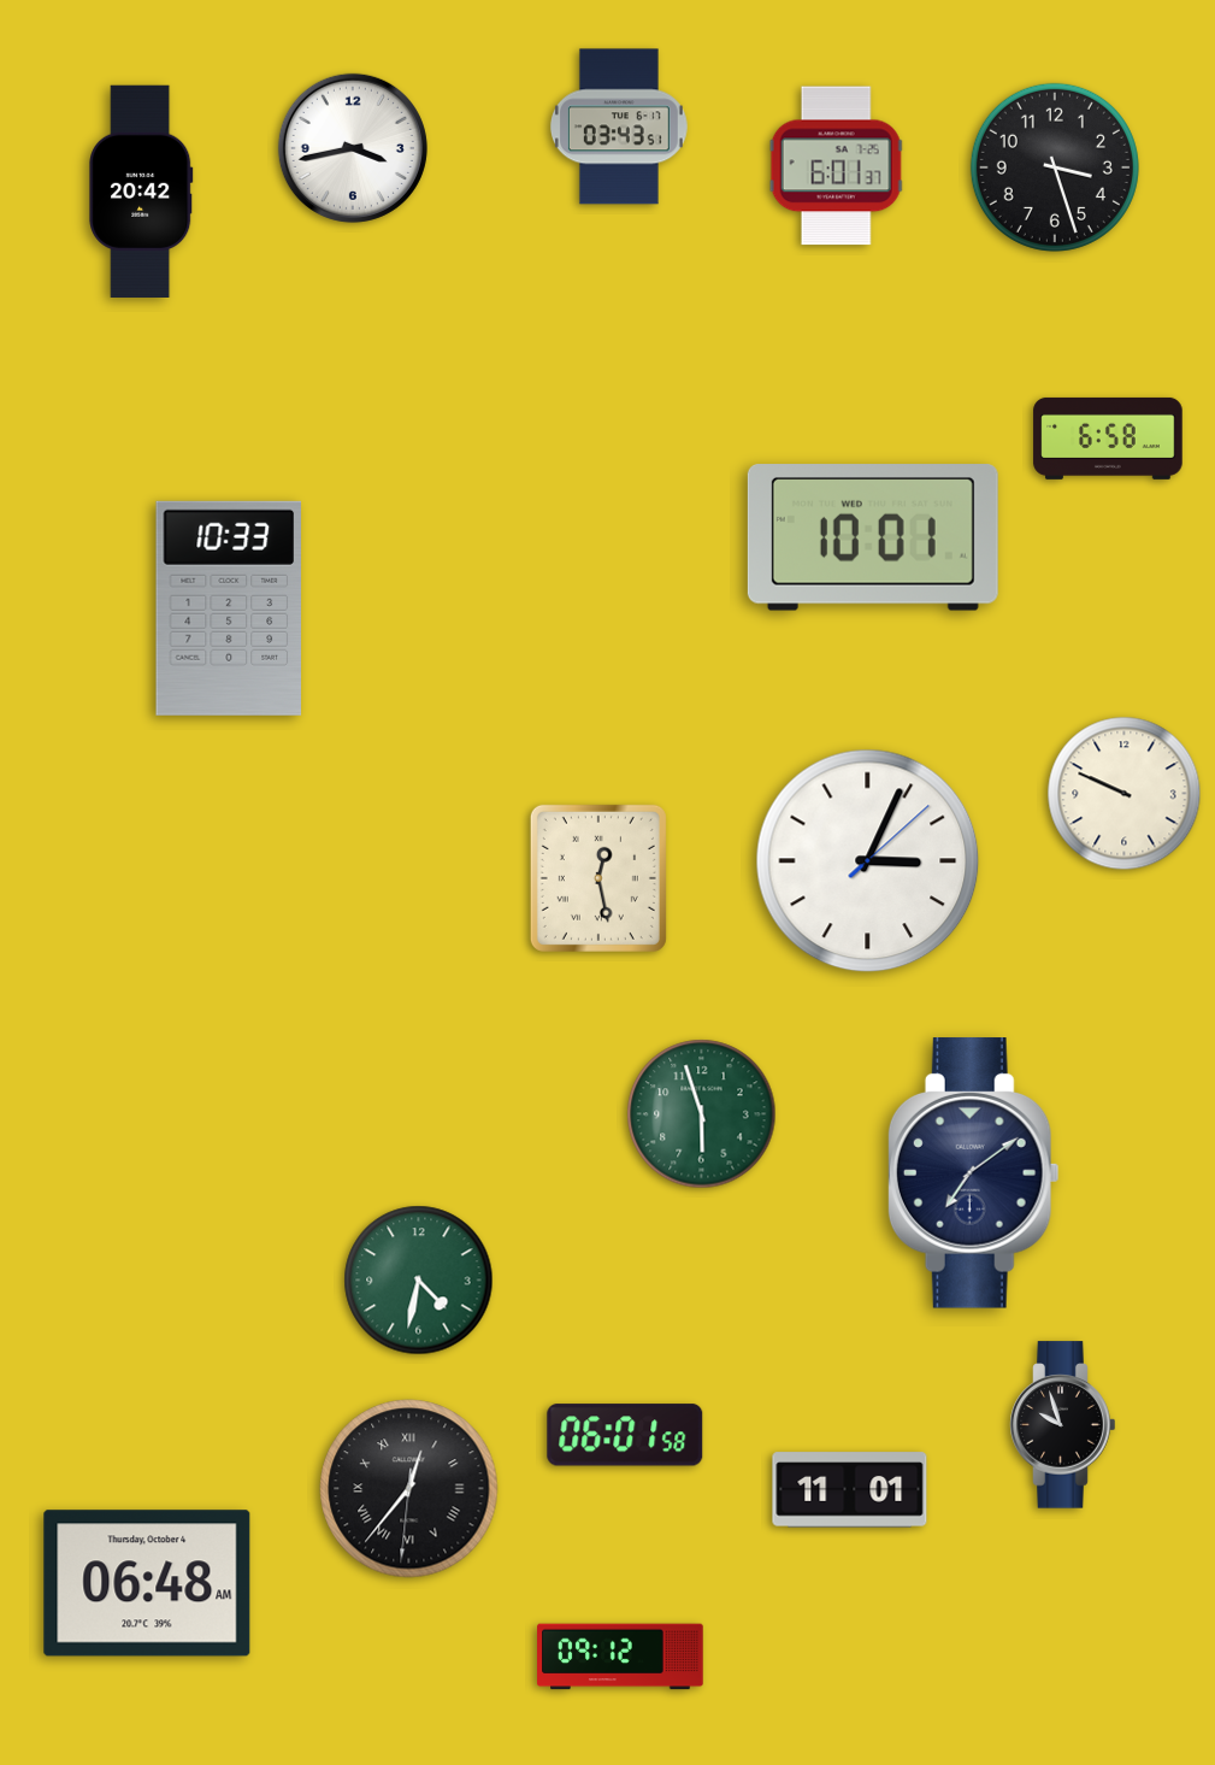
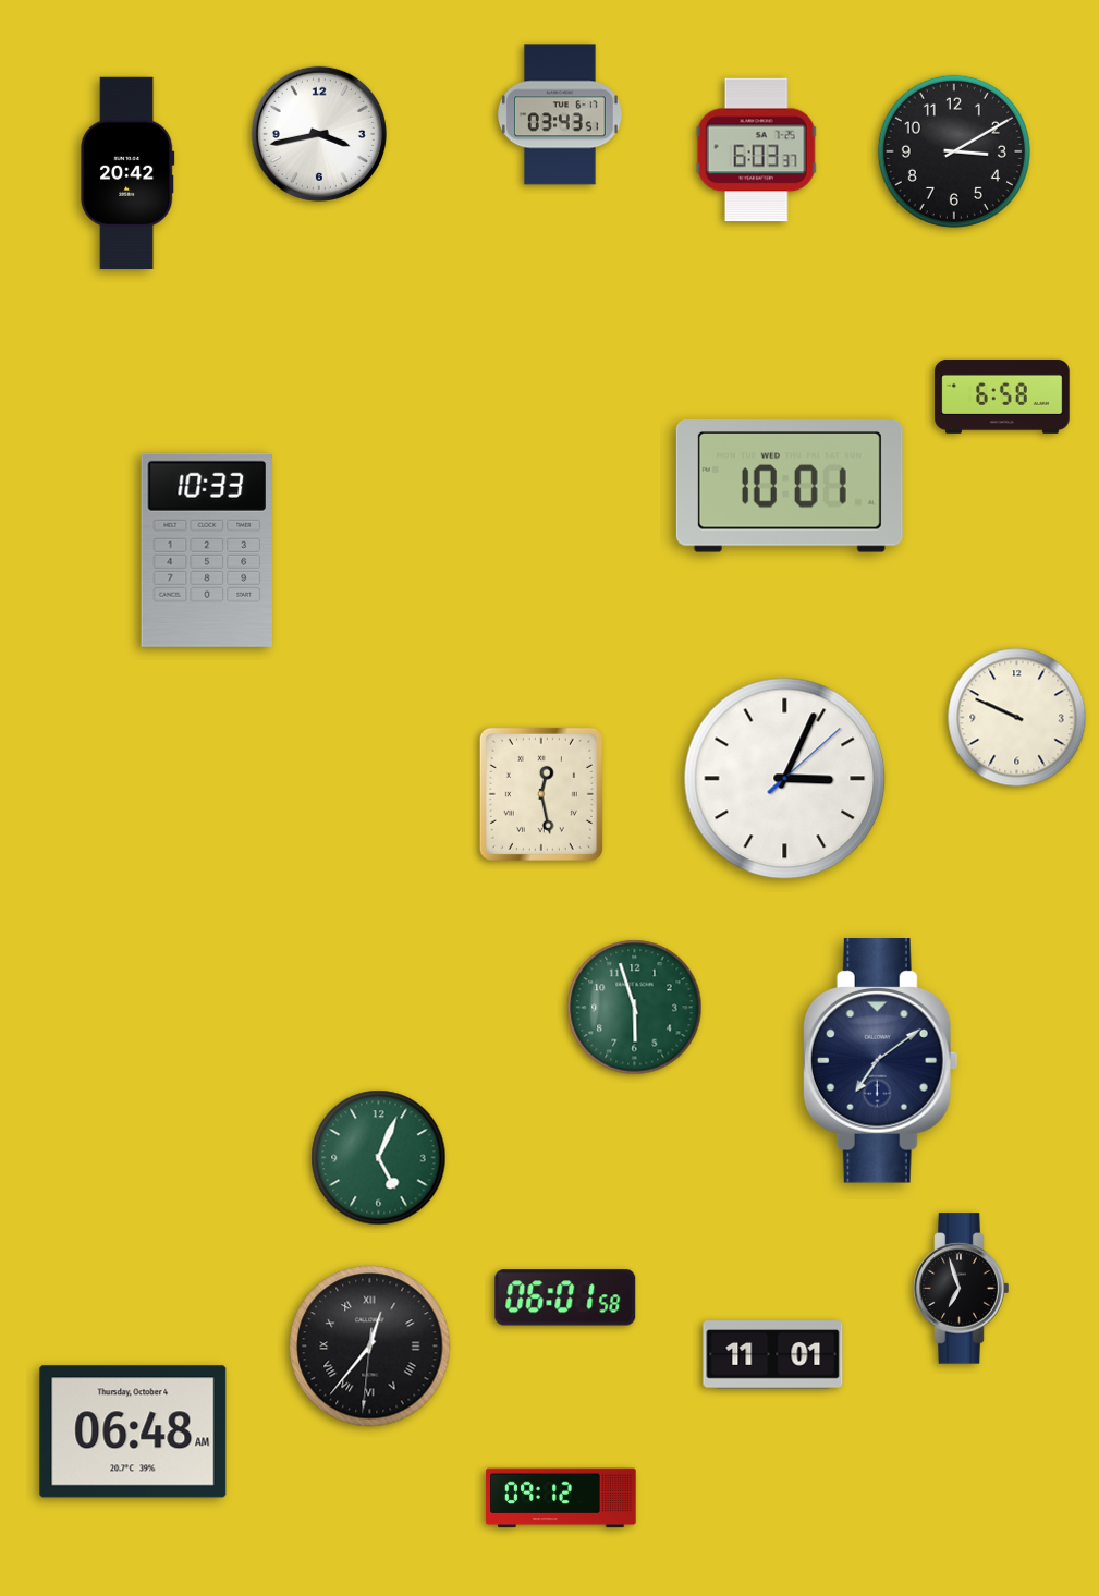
clock at (837, 166): 6:01 -> 6:03
clock at (1055, 167): 3:27 -> 3:10
clock at (419, 1281): 4:32 -> 5:04
clock at (1063, 1425): 9:57 -> 6:57
clock at (850, 1490) position: (850, 1490) -> (773, 1355)
